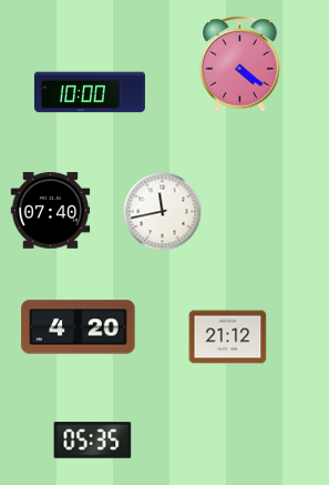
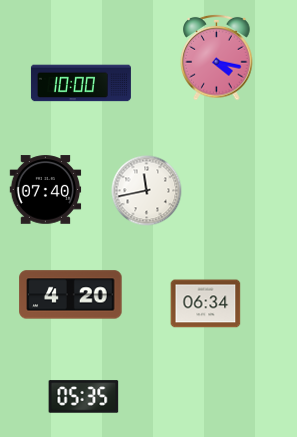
clock at (240, 63): 4:21 -> 4:17
clock at (228, 337): 21:12 -> 06:34
